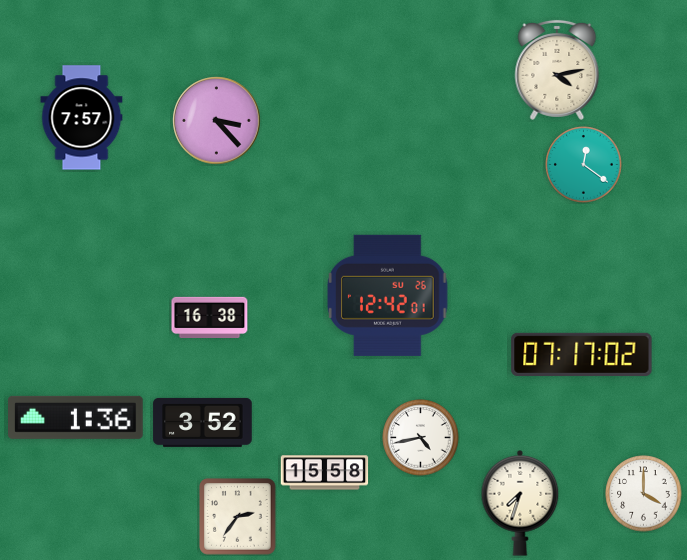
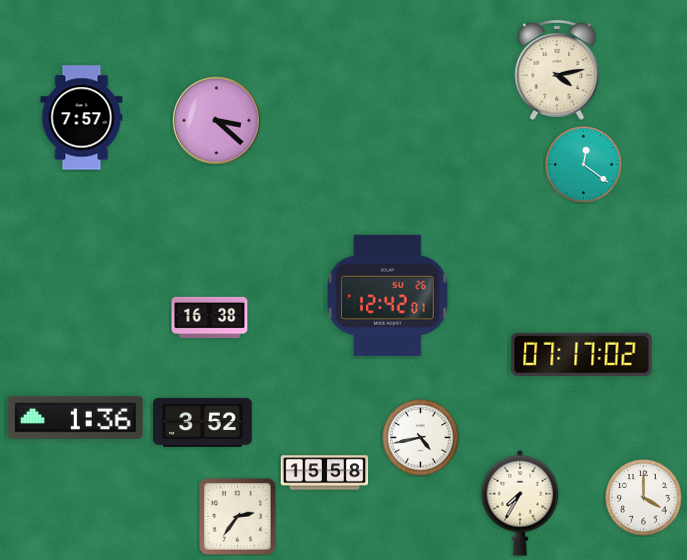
clock at (217, 121): 3:23 -> 3:22
clock at (644, 494) position: (644, 494) -> (644, 498)
clock at (520, 504): 7:33 -> 7:35
